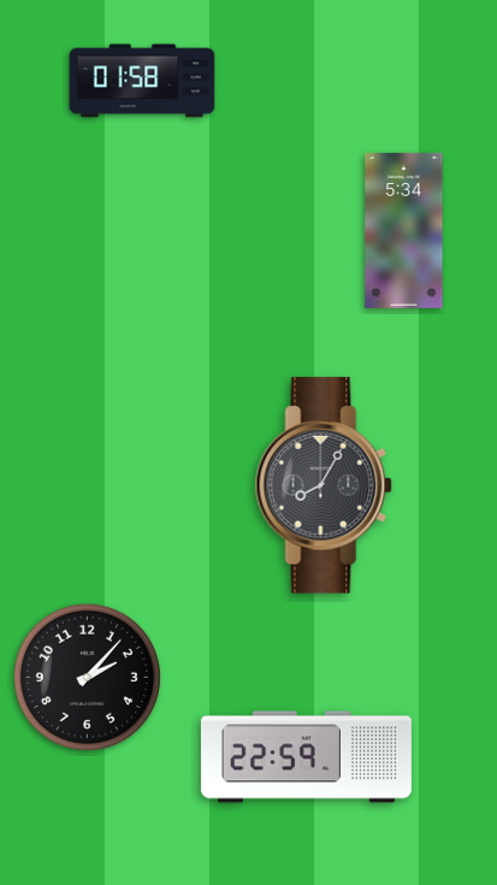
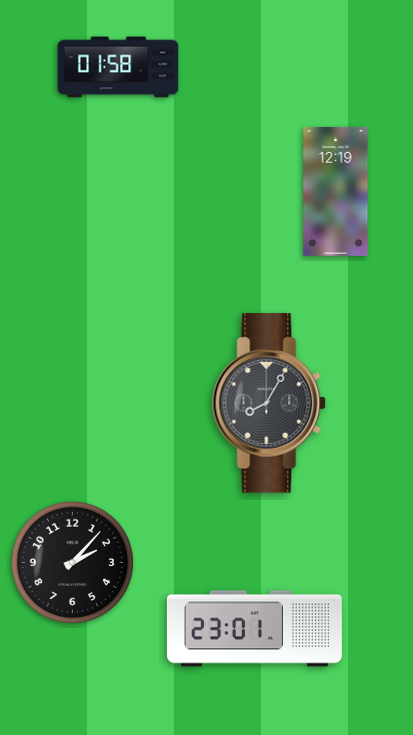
clock at (404, 230): 5:34 -> 12:19
clock at (306, 757): 22:59 -> 23:01
